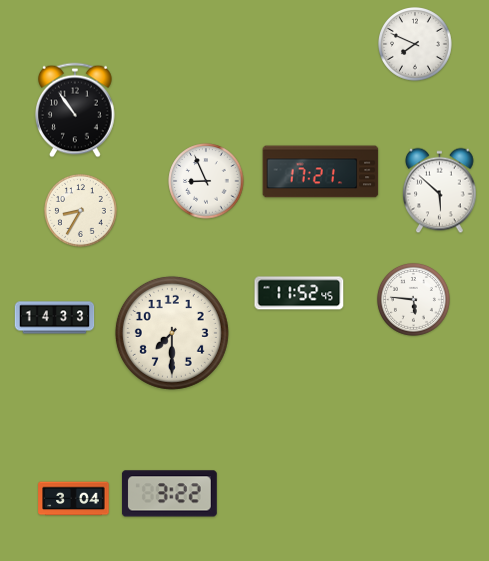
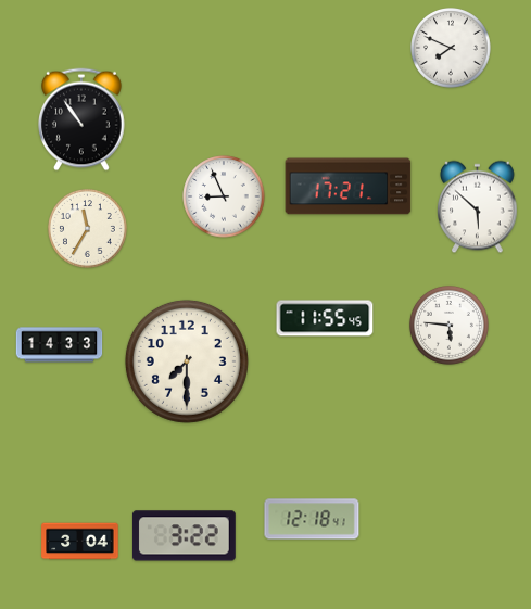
clock at (80, 210): 8:35 -> 11:35
clock at (299, 293): 11:52 -> 11:55
clock at (312, 519): none -> 12:18
